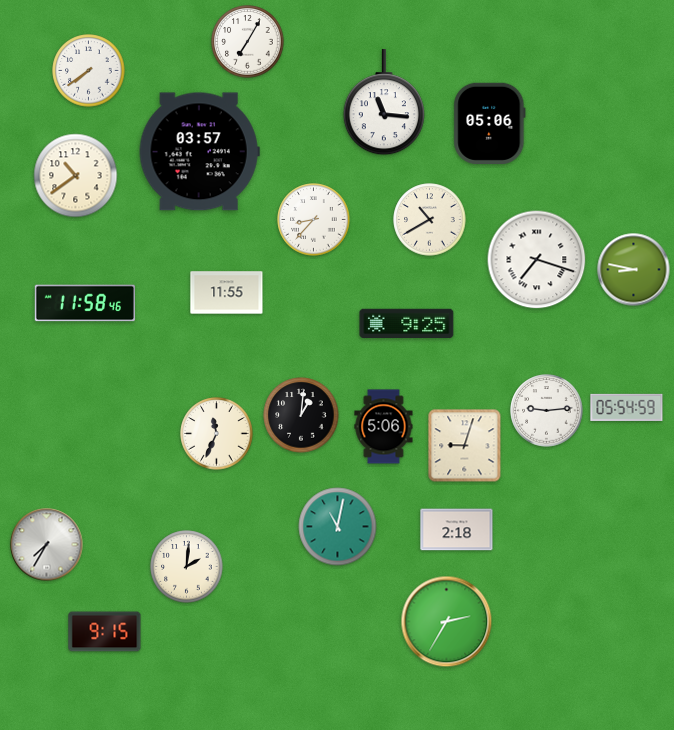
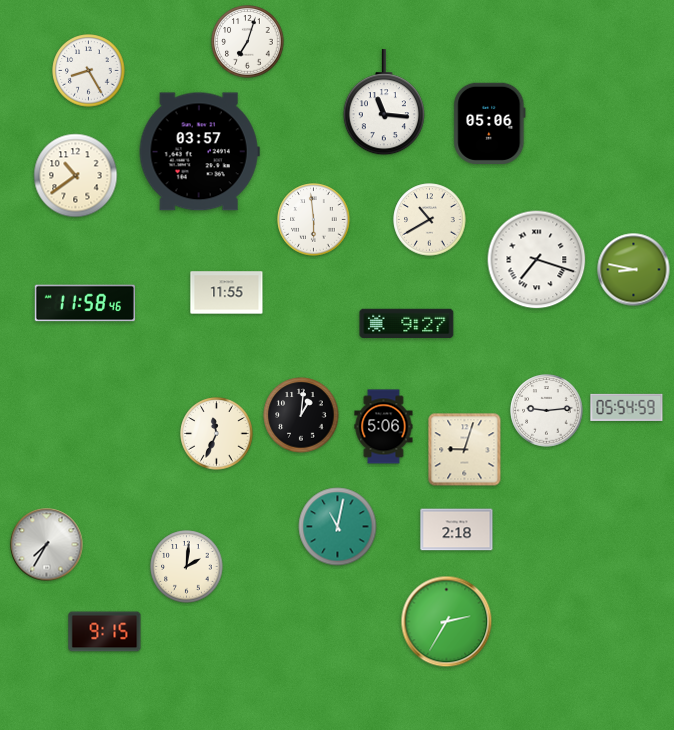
clock at (248, 42): 7:05 -> 7:03
clock at (89, 71): 7:39 -> 8:25
clock at (314, 220): 8:37 -> 5:59
clock at (407, 323): 9:25 -> 9:27
clock at (465, 446) position: (465, 446) -> (465, 450)
